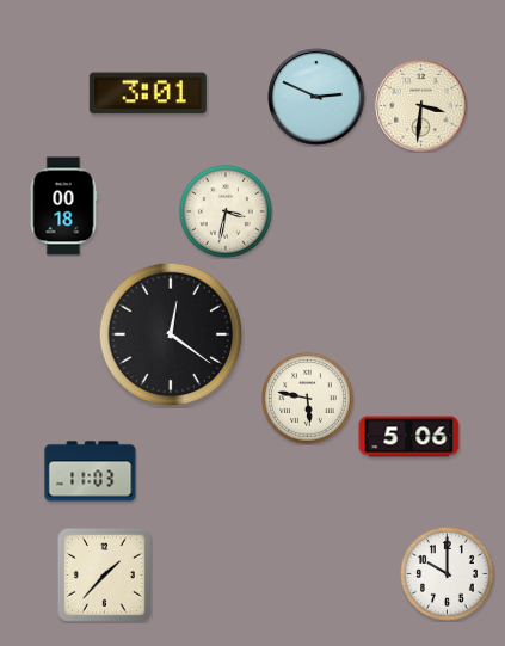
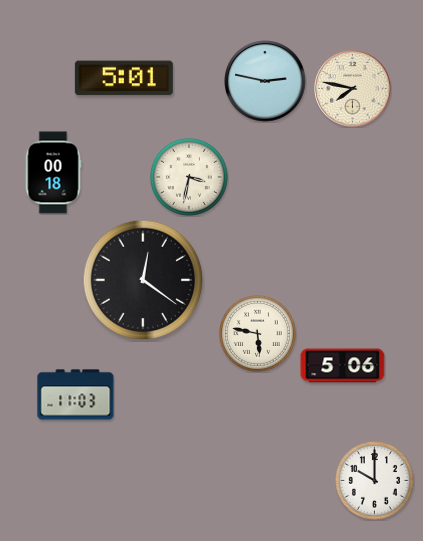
clock at (148, 93): 3:01 -> 5:01
clock at (316, 97): 2:49 -> 2:47
clock at (421, 106): 3:31 -> 7:47
clock at (104, 574): 1:37 -> none
